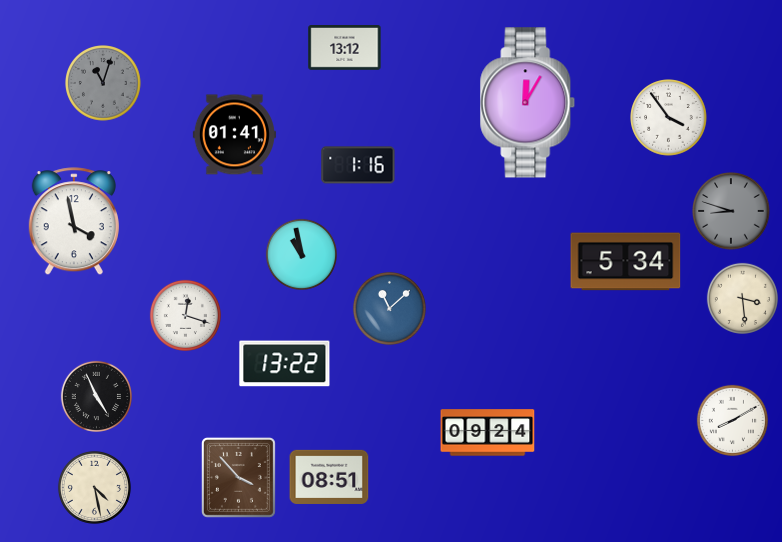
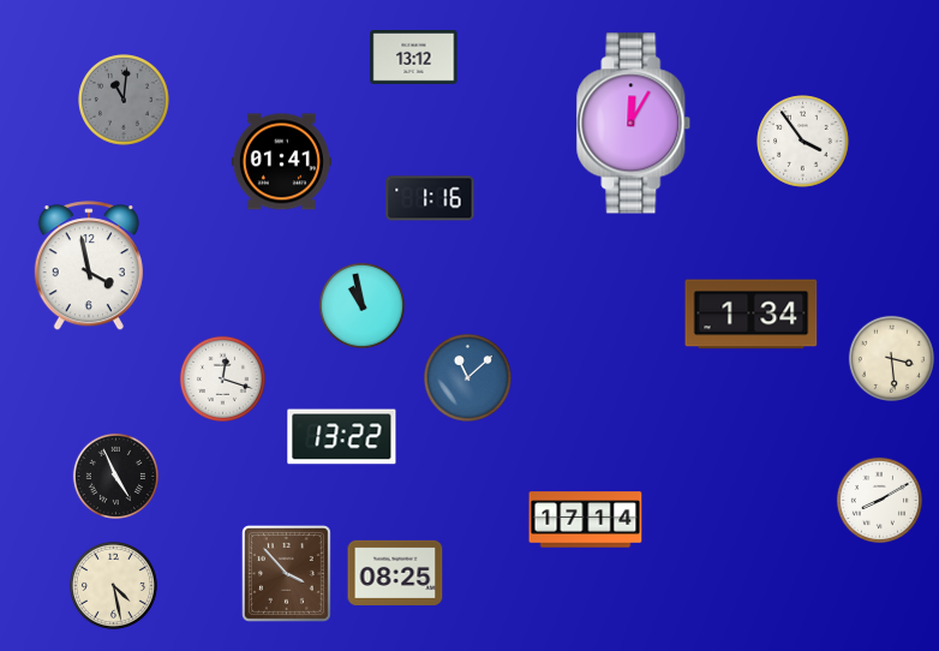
clock at (104, 84): 11:03 -> 11:01
clock at (731, 211): 8:48 -> none
clock at (626, 262): 5:34 -> 1:34
clock at (389, 308) position: (389, 308) -> (467, 377)
clock at (732, 420) position: (732, 420) -> (879, 500)
clock at (488, 433): 09:24 -> 17:14
clock at (329, 477): 08:51 -> 08:25
